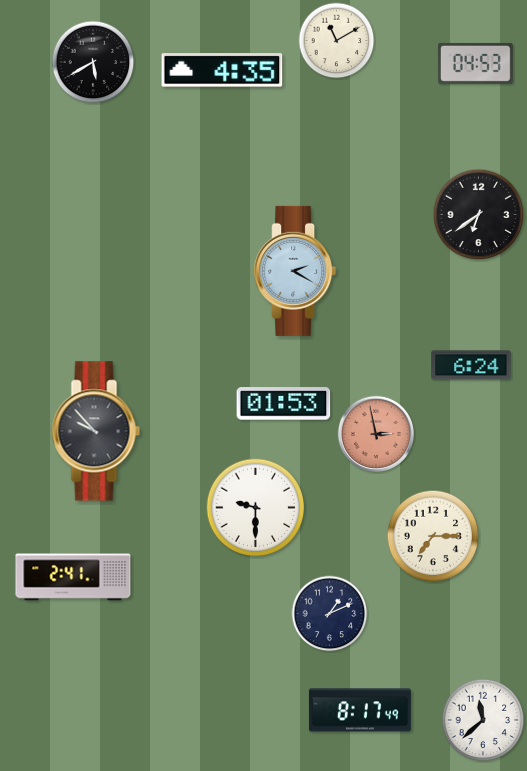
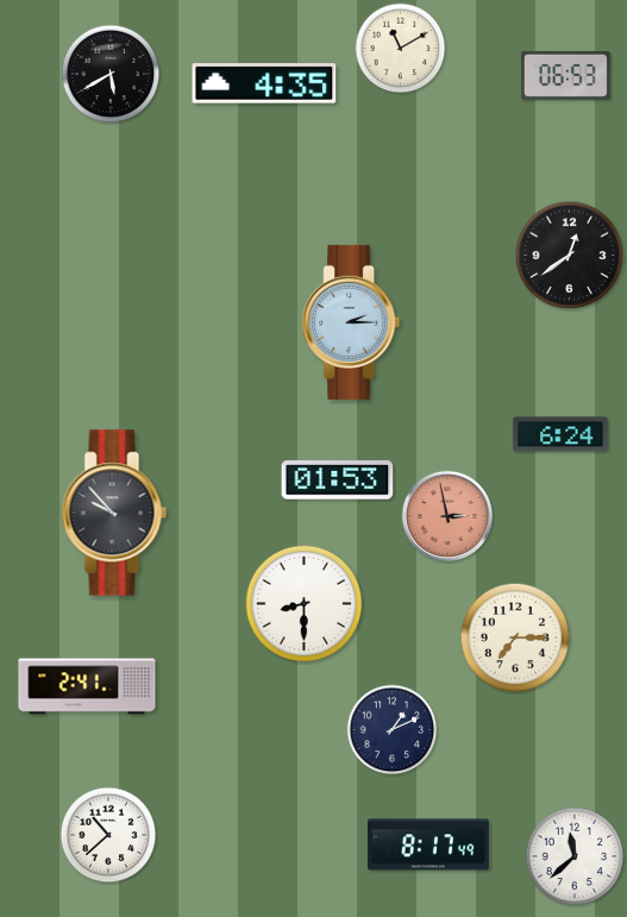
clock at (476, 63): 04:53 -> 06:53
clock at (479, 215): 6:39 -> 12:39
clock at (295, 271): 2:20 -> 2:15
clock at (256, 508): 9:30 -> 8:30
clock at (108, 835): none -> 10:38
